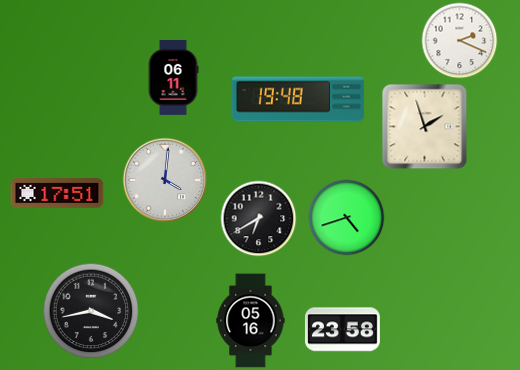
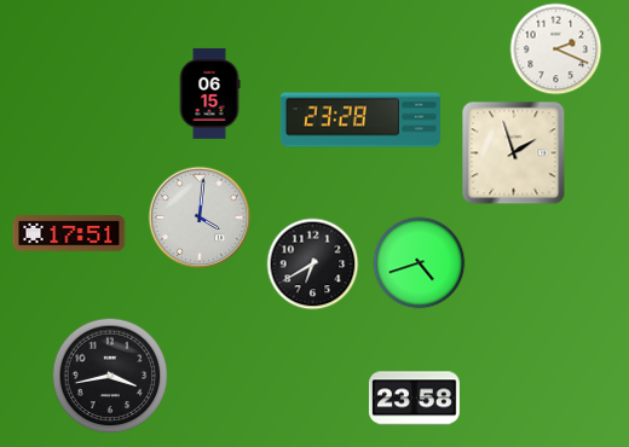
clock at (173, 77): 06:11 -> 06:15
clock at (298, 99): 19:48 -> 23:28
clock at (251, 321): 05:16 -> none
